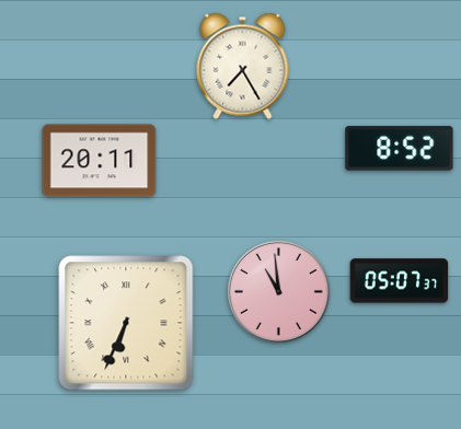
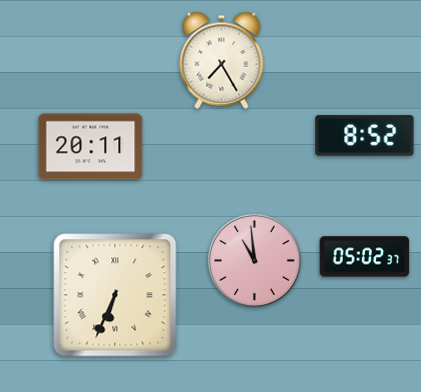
clock at (400, 281): 05:07 -> 05:02
clock at (278, 291) position: (278, 291) -> (254, 260)
